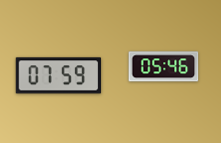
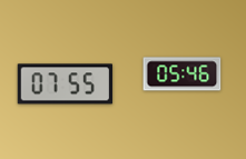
clock at (59, 76): 07:59 -> 07:55
